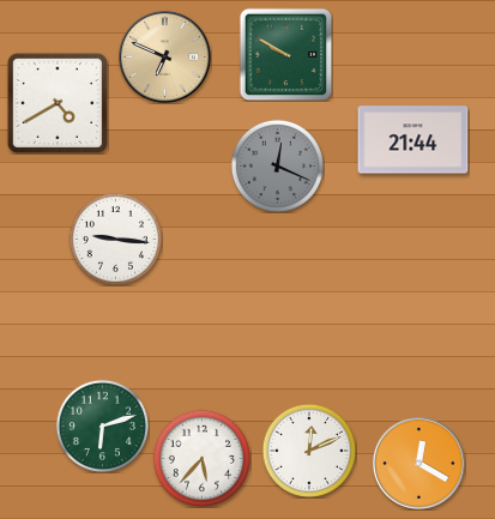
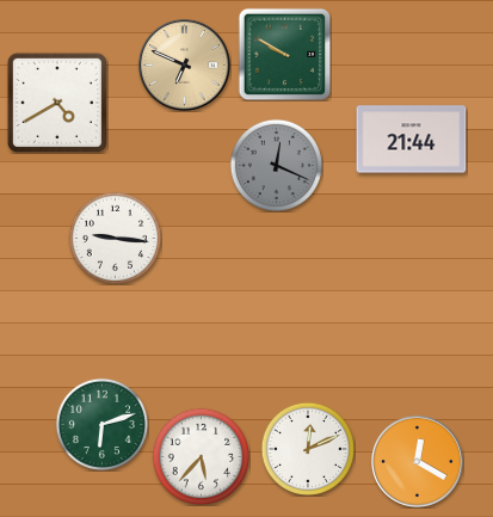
clock at (165, 58) position: (165, 58) -> (185, 66)
